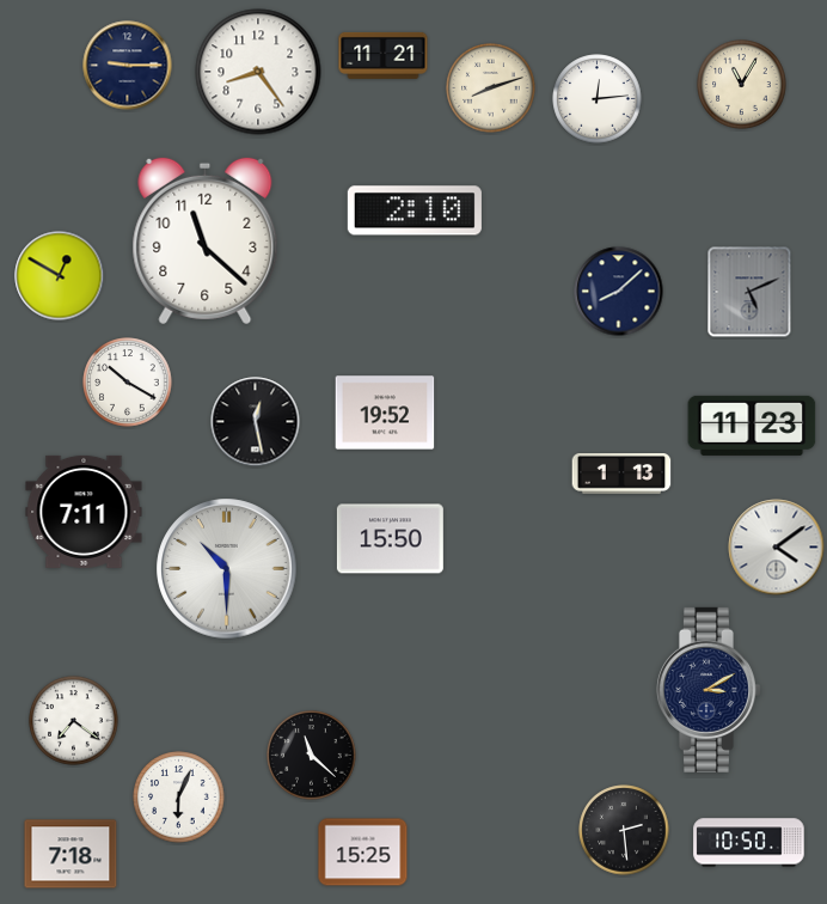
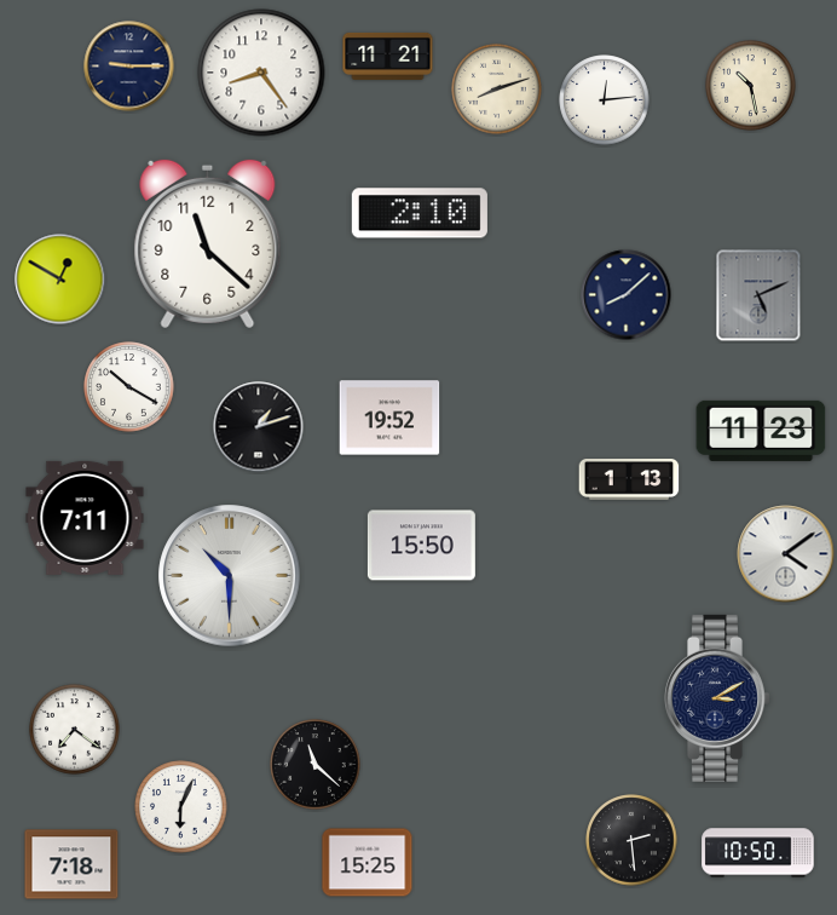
clock at (742, 85): 11:05 -> 10:28
clock at (256, 422): 12:28 -> 1:12
clock at (390, 539) position: (390, 539) -> (421, 546)
